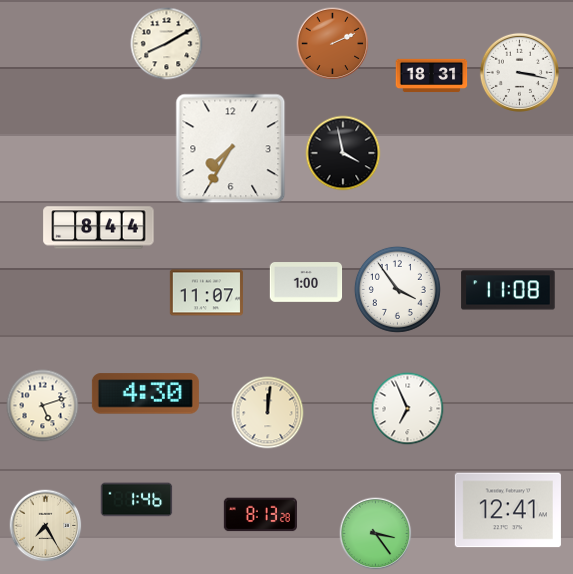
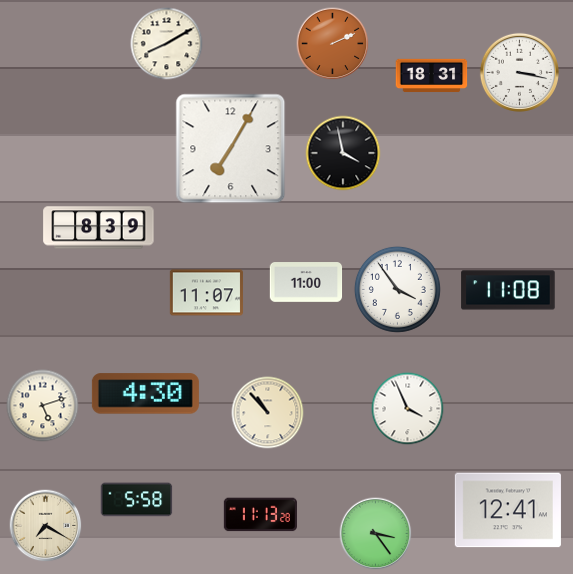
clock at (231, 149): 7:35 -> 7:05
clock at (99, 228): 8:44 -> 8:39
clock at (306, 282): 1:00 -> 11:00
clock at (408, 409): 6:56 -> 3:56
clock at (268, 413): 12:01 -> 10:53
clock at (137, 500): 1:46 -> 5:58
clock at (260, 515): 8:13 -> 11:13
clock at (46, 526): 7:25 -> 7:20
